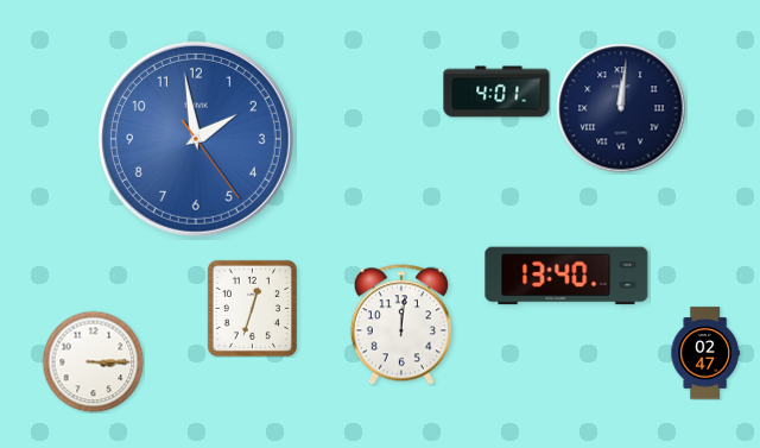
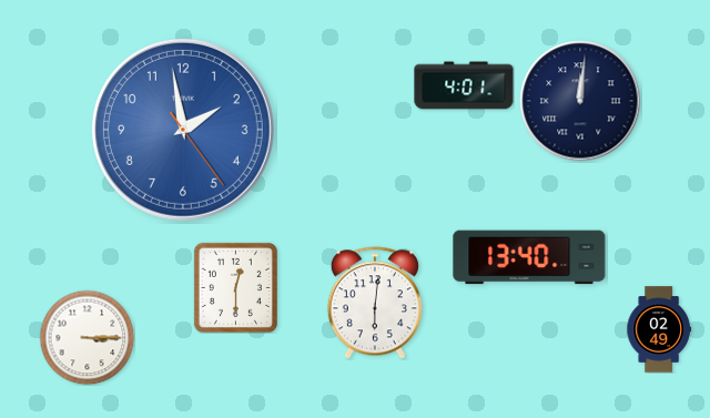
clock at (252, 308): 12:33 -> 12:30
clock at (401, 324): 12:01 -> 6:01
clock at (705, 353): 02:47 -> 02:49
